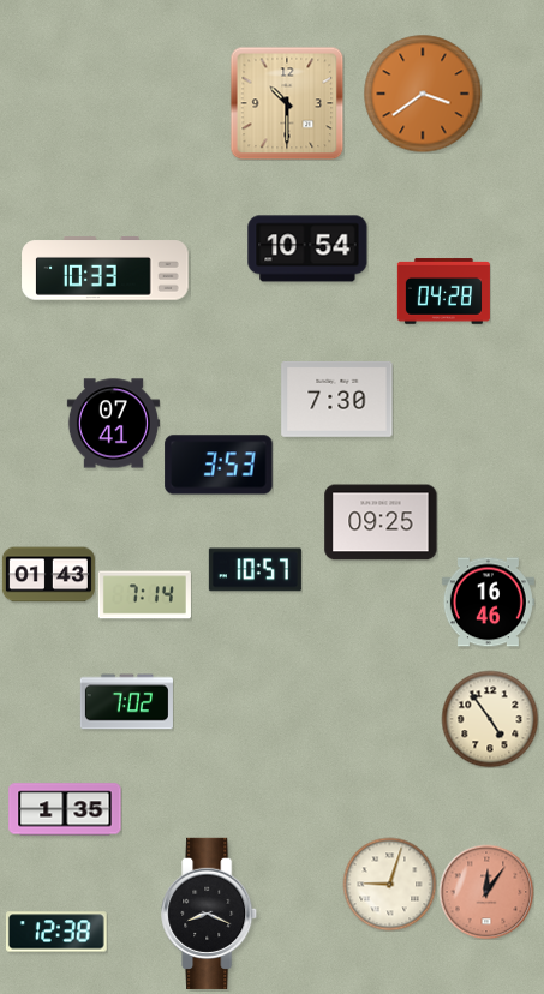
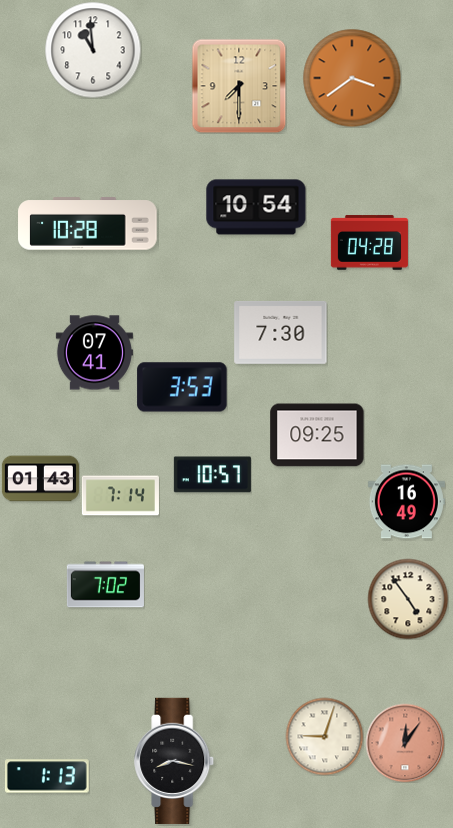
clock at (93, 50): none -> 10:59
clock at (287, 103): 10:30 -> 7:30
clock at (106, 269): 10:33 -> 10:28
clock at (488, 603): 16:46 -> 16:49
clock at (65, 809): 1:35 -> none
clock at (210, 914): 8:19 -> 8:17
clock at (56, 932): 12:38 -> 1:13
